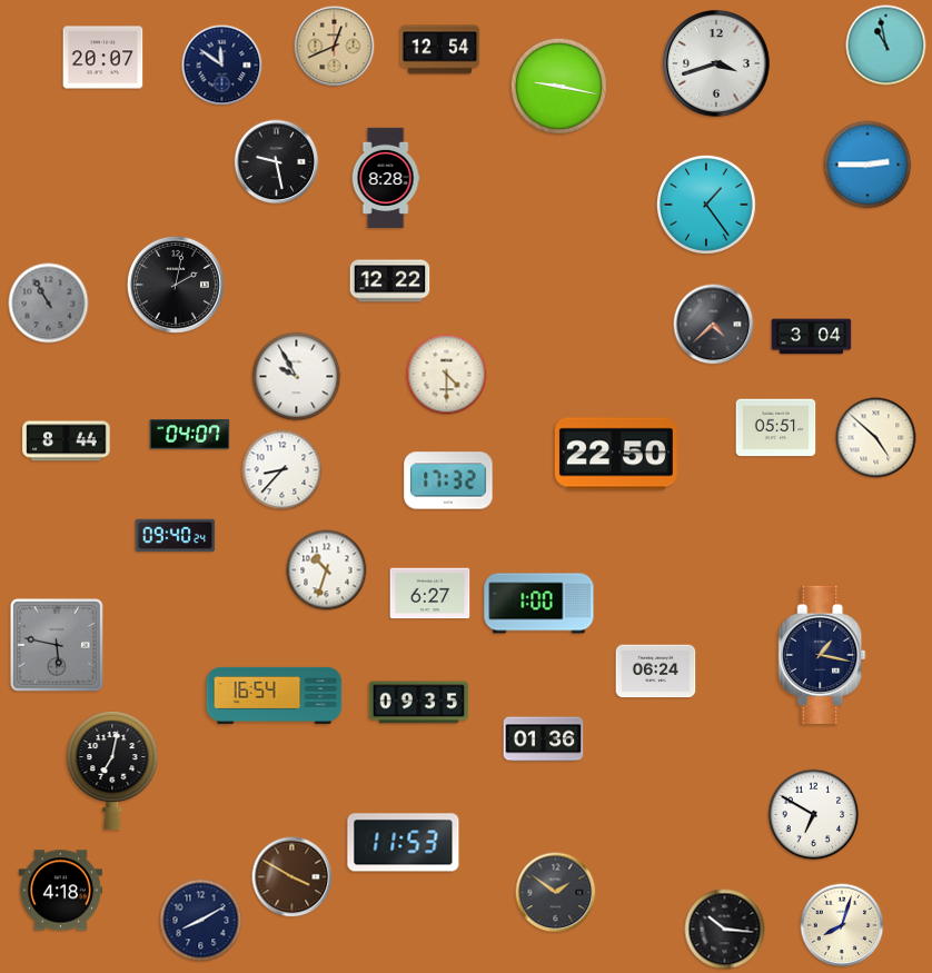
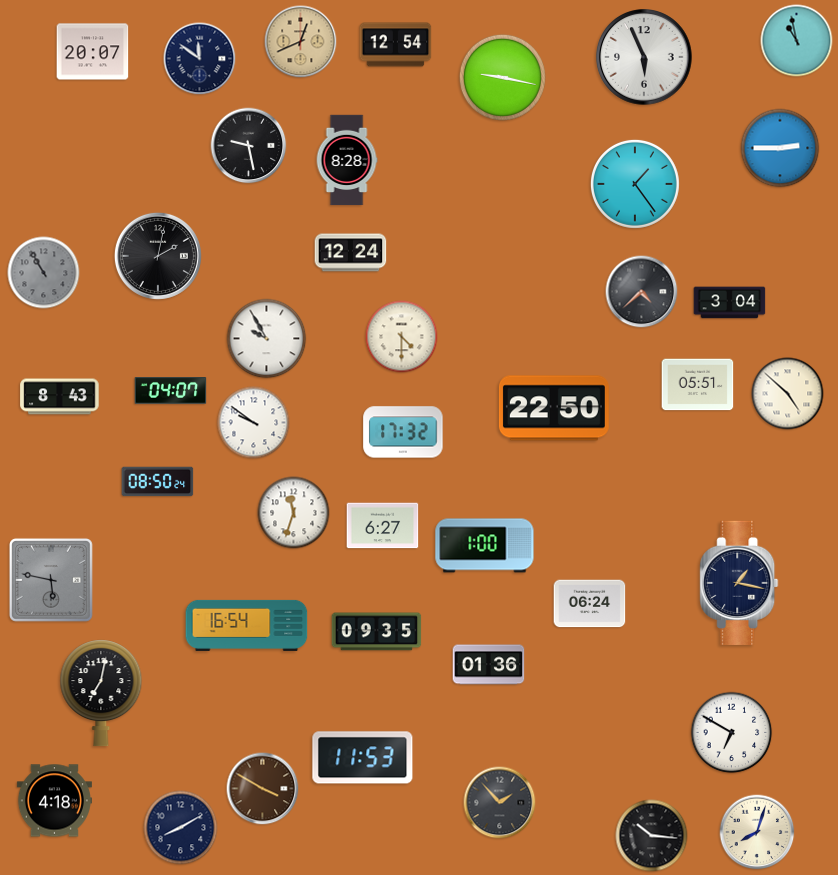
clock at (716, 63): 3:42 -> 5:56
clock at (390, 281): 12:22 -> 12:24
clock at (67, 441): 8:44 -> 8:43
clock at (282, 470): 8:37 -> 9:51
clock at (176, 536): 09:40 -> 08:50
clock at (327, 570): 10:33 -> 11:33
clock at (430, 594) position: (430, 594) -> (383, 526)
clock at (539, 604) position: (539, 604) -> (485, 546)
clock at (822, 655) position: (822, 655) -> (739, 583)
clock at (556, 893): 1:51 -> 1:53
